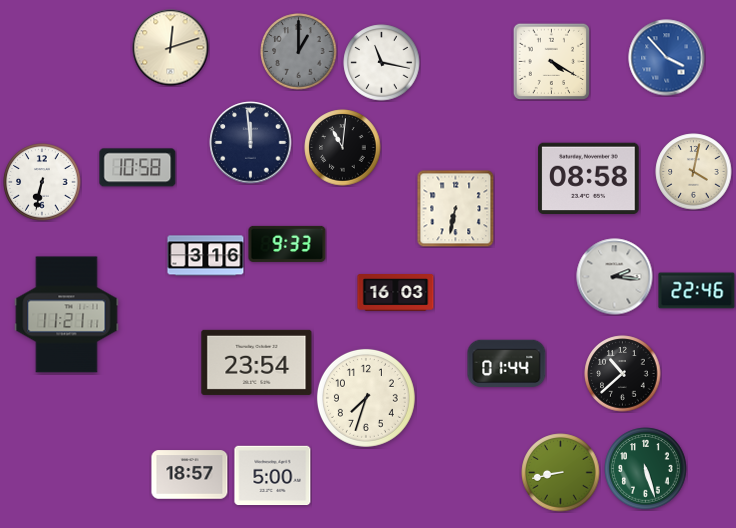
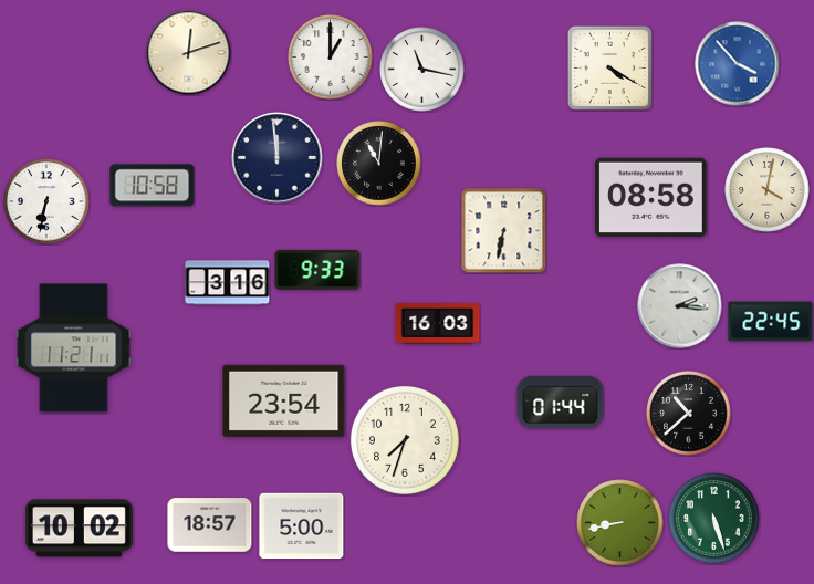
clock at (299, 52) dial: grey -> white
clock at (697, 291): 22:46 -> 22:45
clock at (79, 529): none -> 10:02
